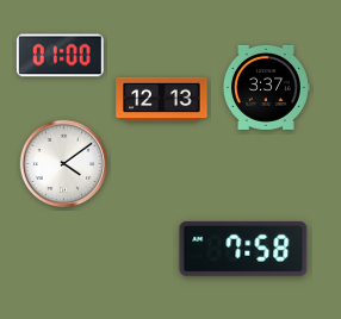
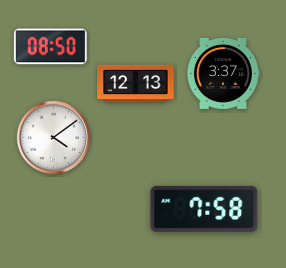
clock at (60, 56): 01:00 -> 08:50
